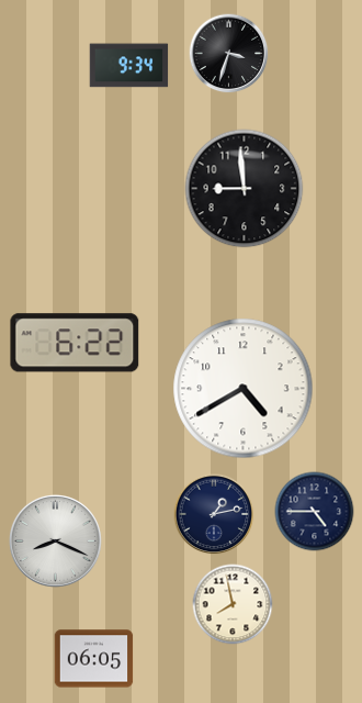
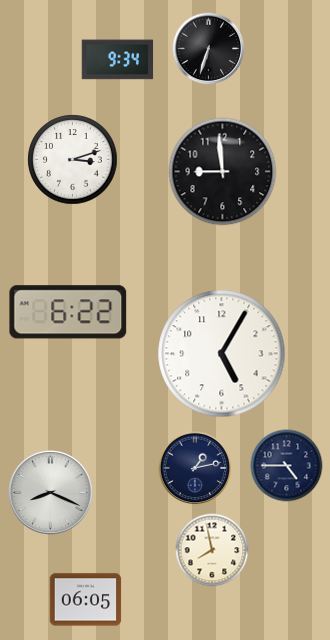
clock at (229, 54): 3:33 -> 6:33
clock at (73, 160): none -> 3:12
clock at (244, 389): 4:40 -> 5:05
